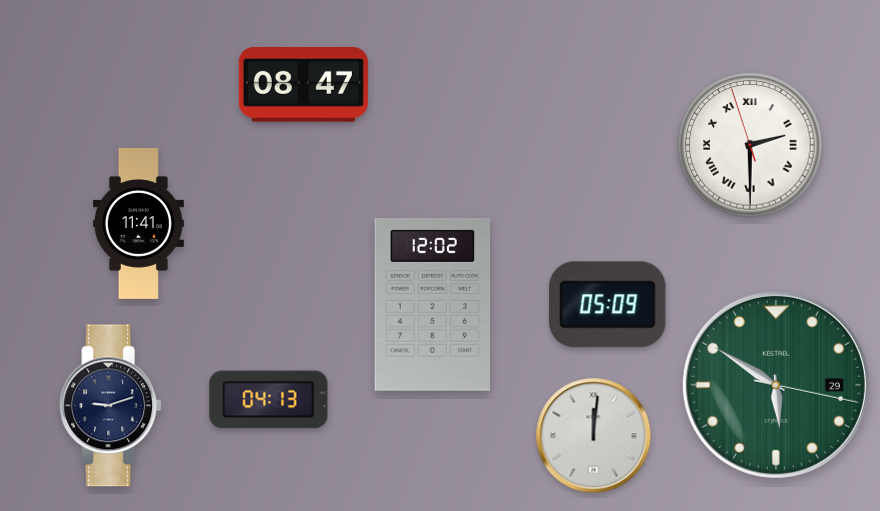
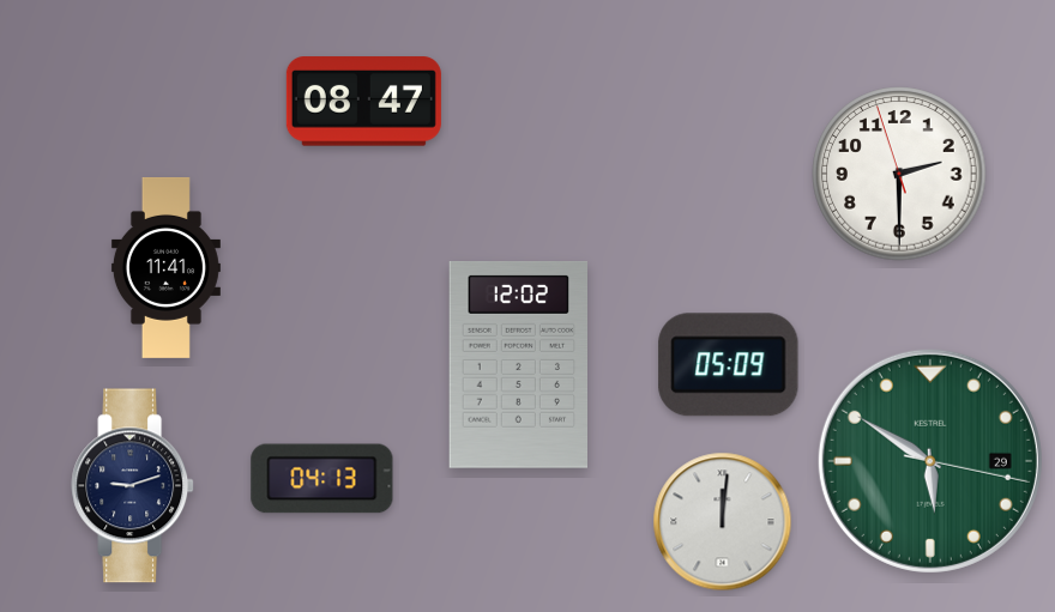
clock at (750, 145) numerals: Roman -> Arabic
clock at (594, 436) position: (594, 436) -> (723, 522)
